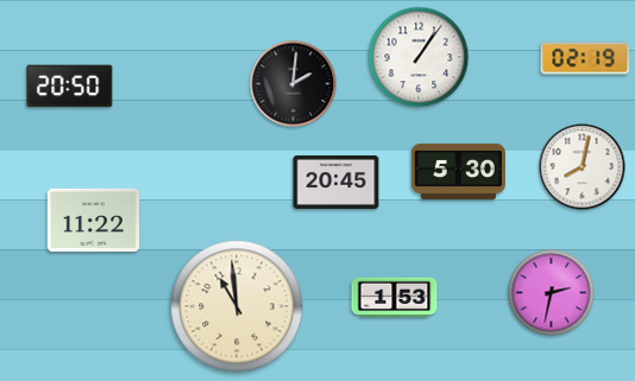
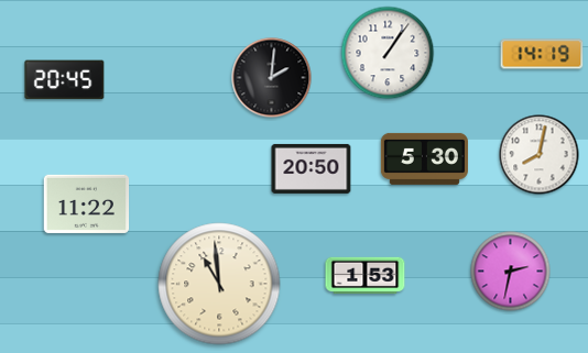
clock at (585, 58): 02:19 -> 14:19
clock at (70, 87): 20:50 -> 20:45
clock at (337, 182): 20:45 -> 20:50
